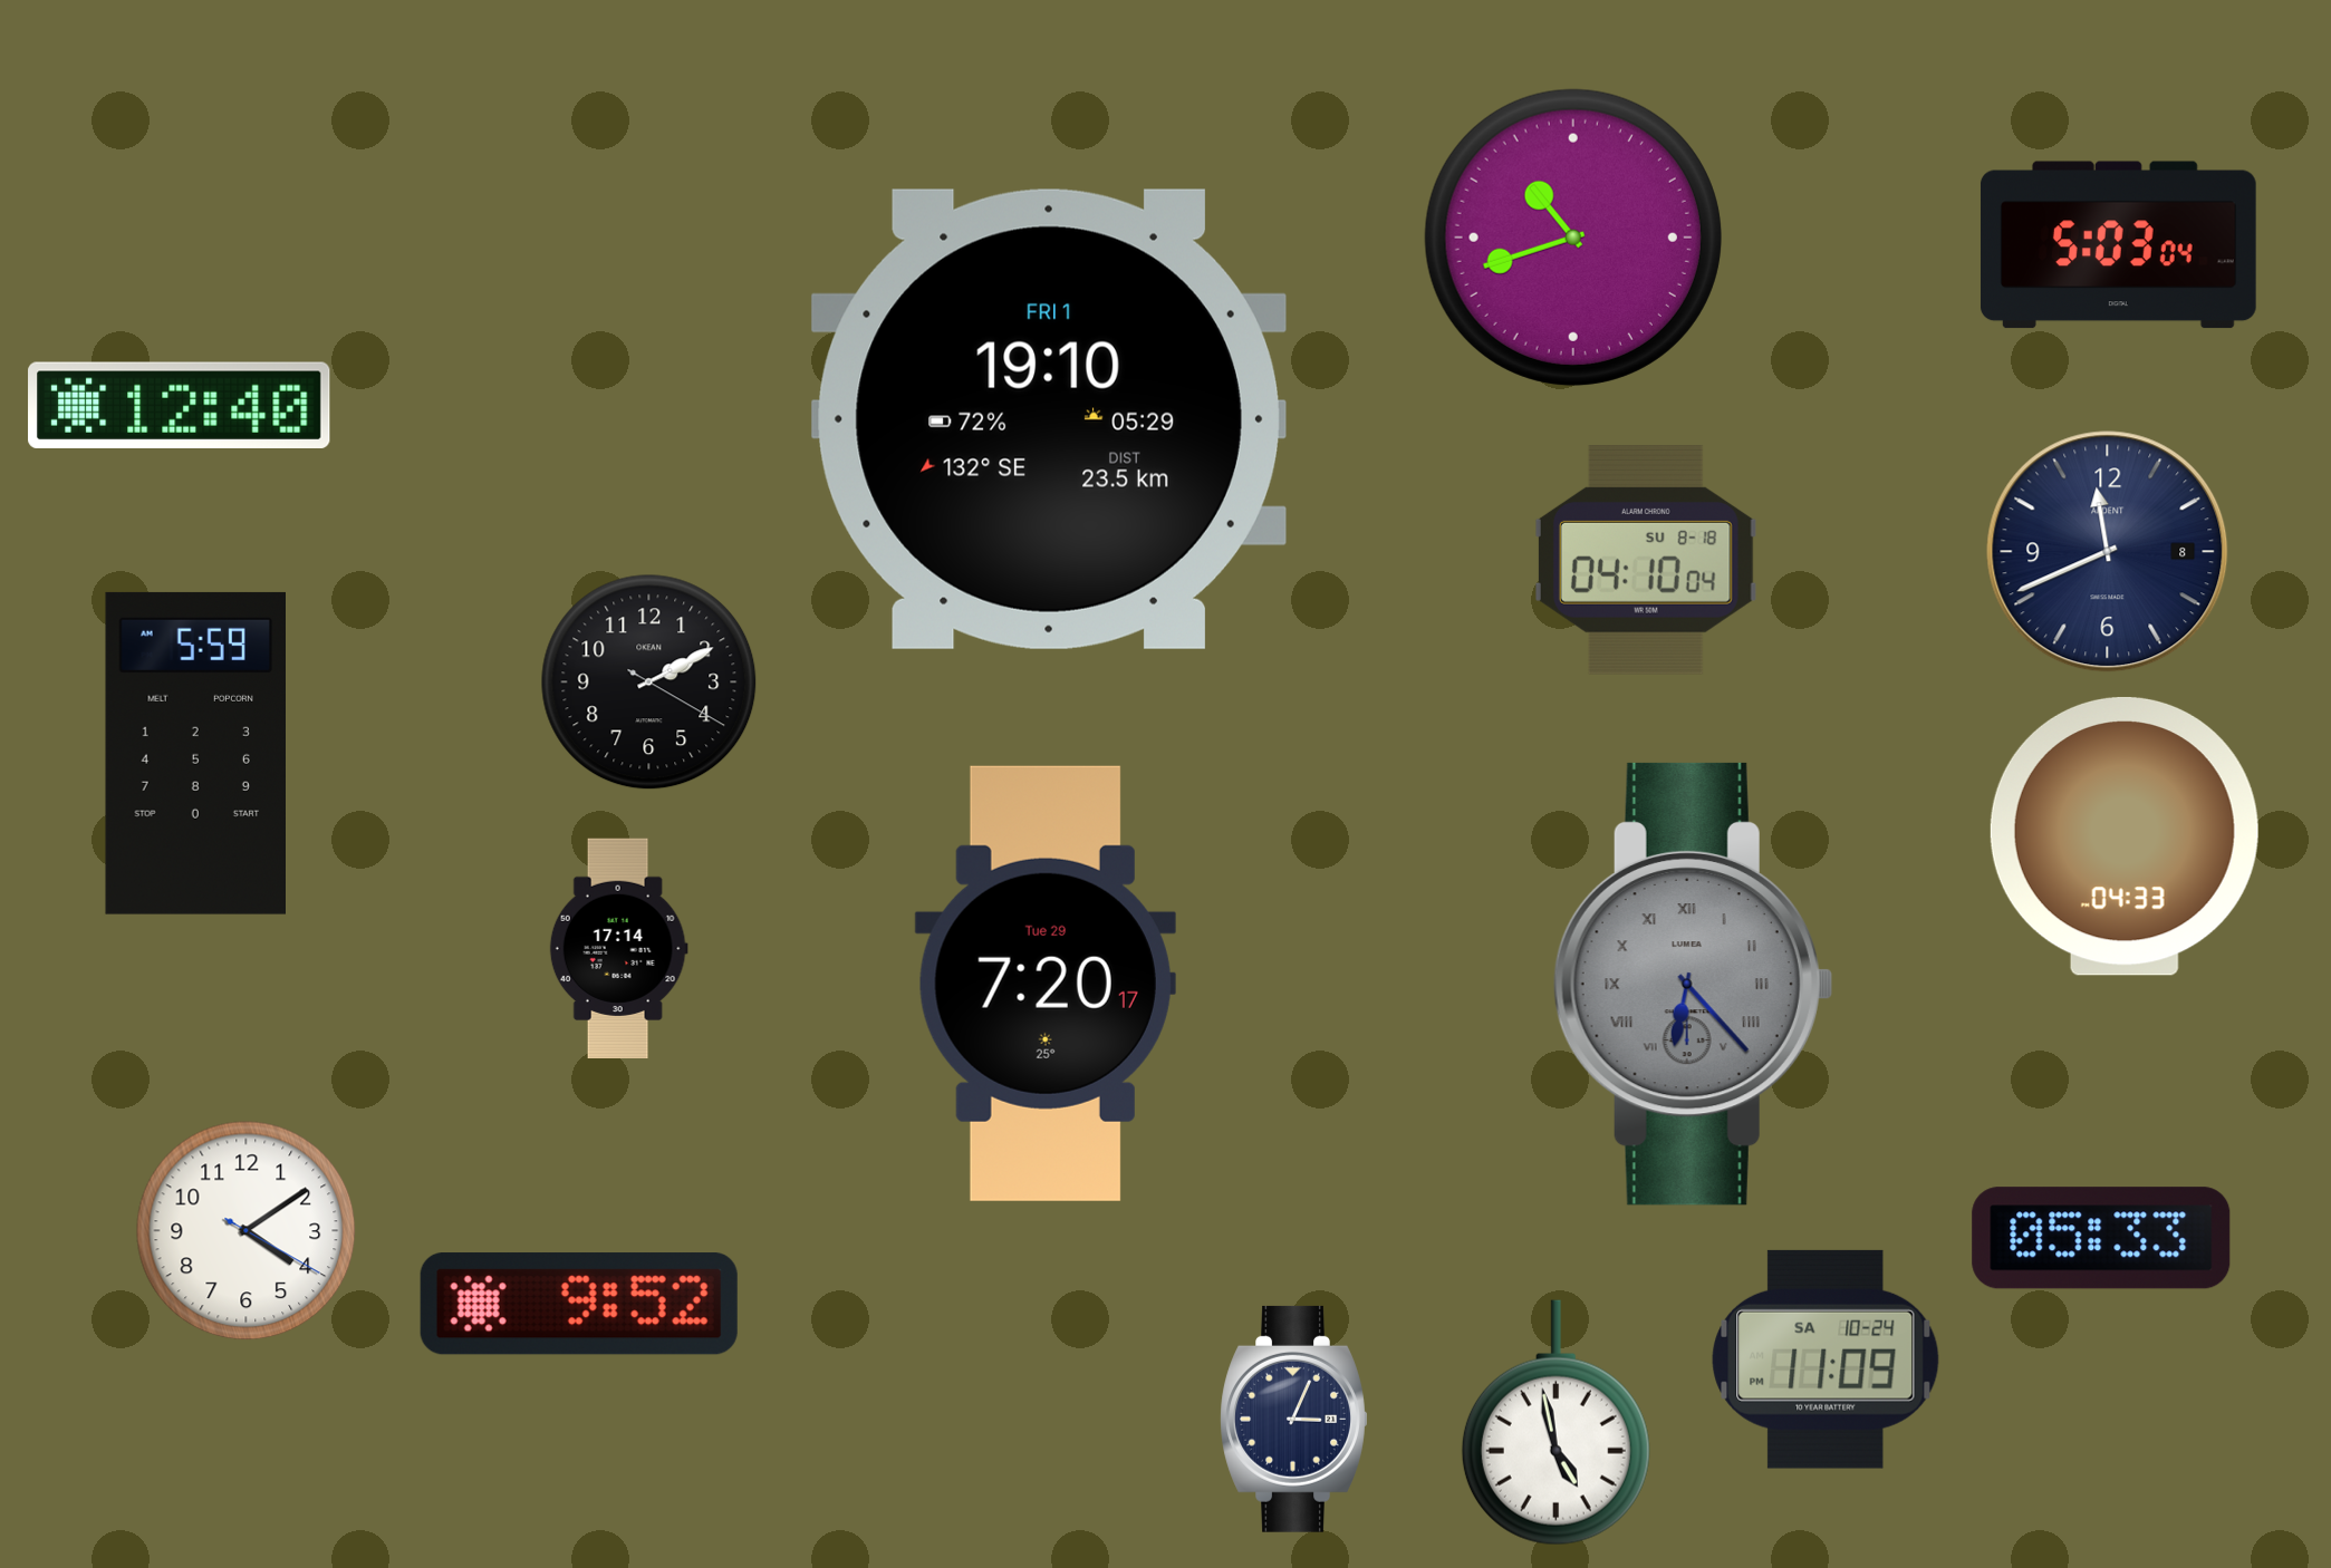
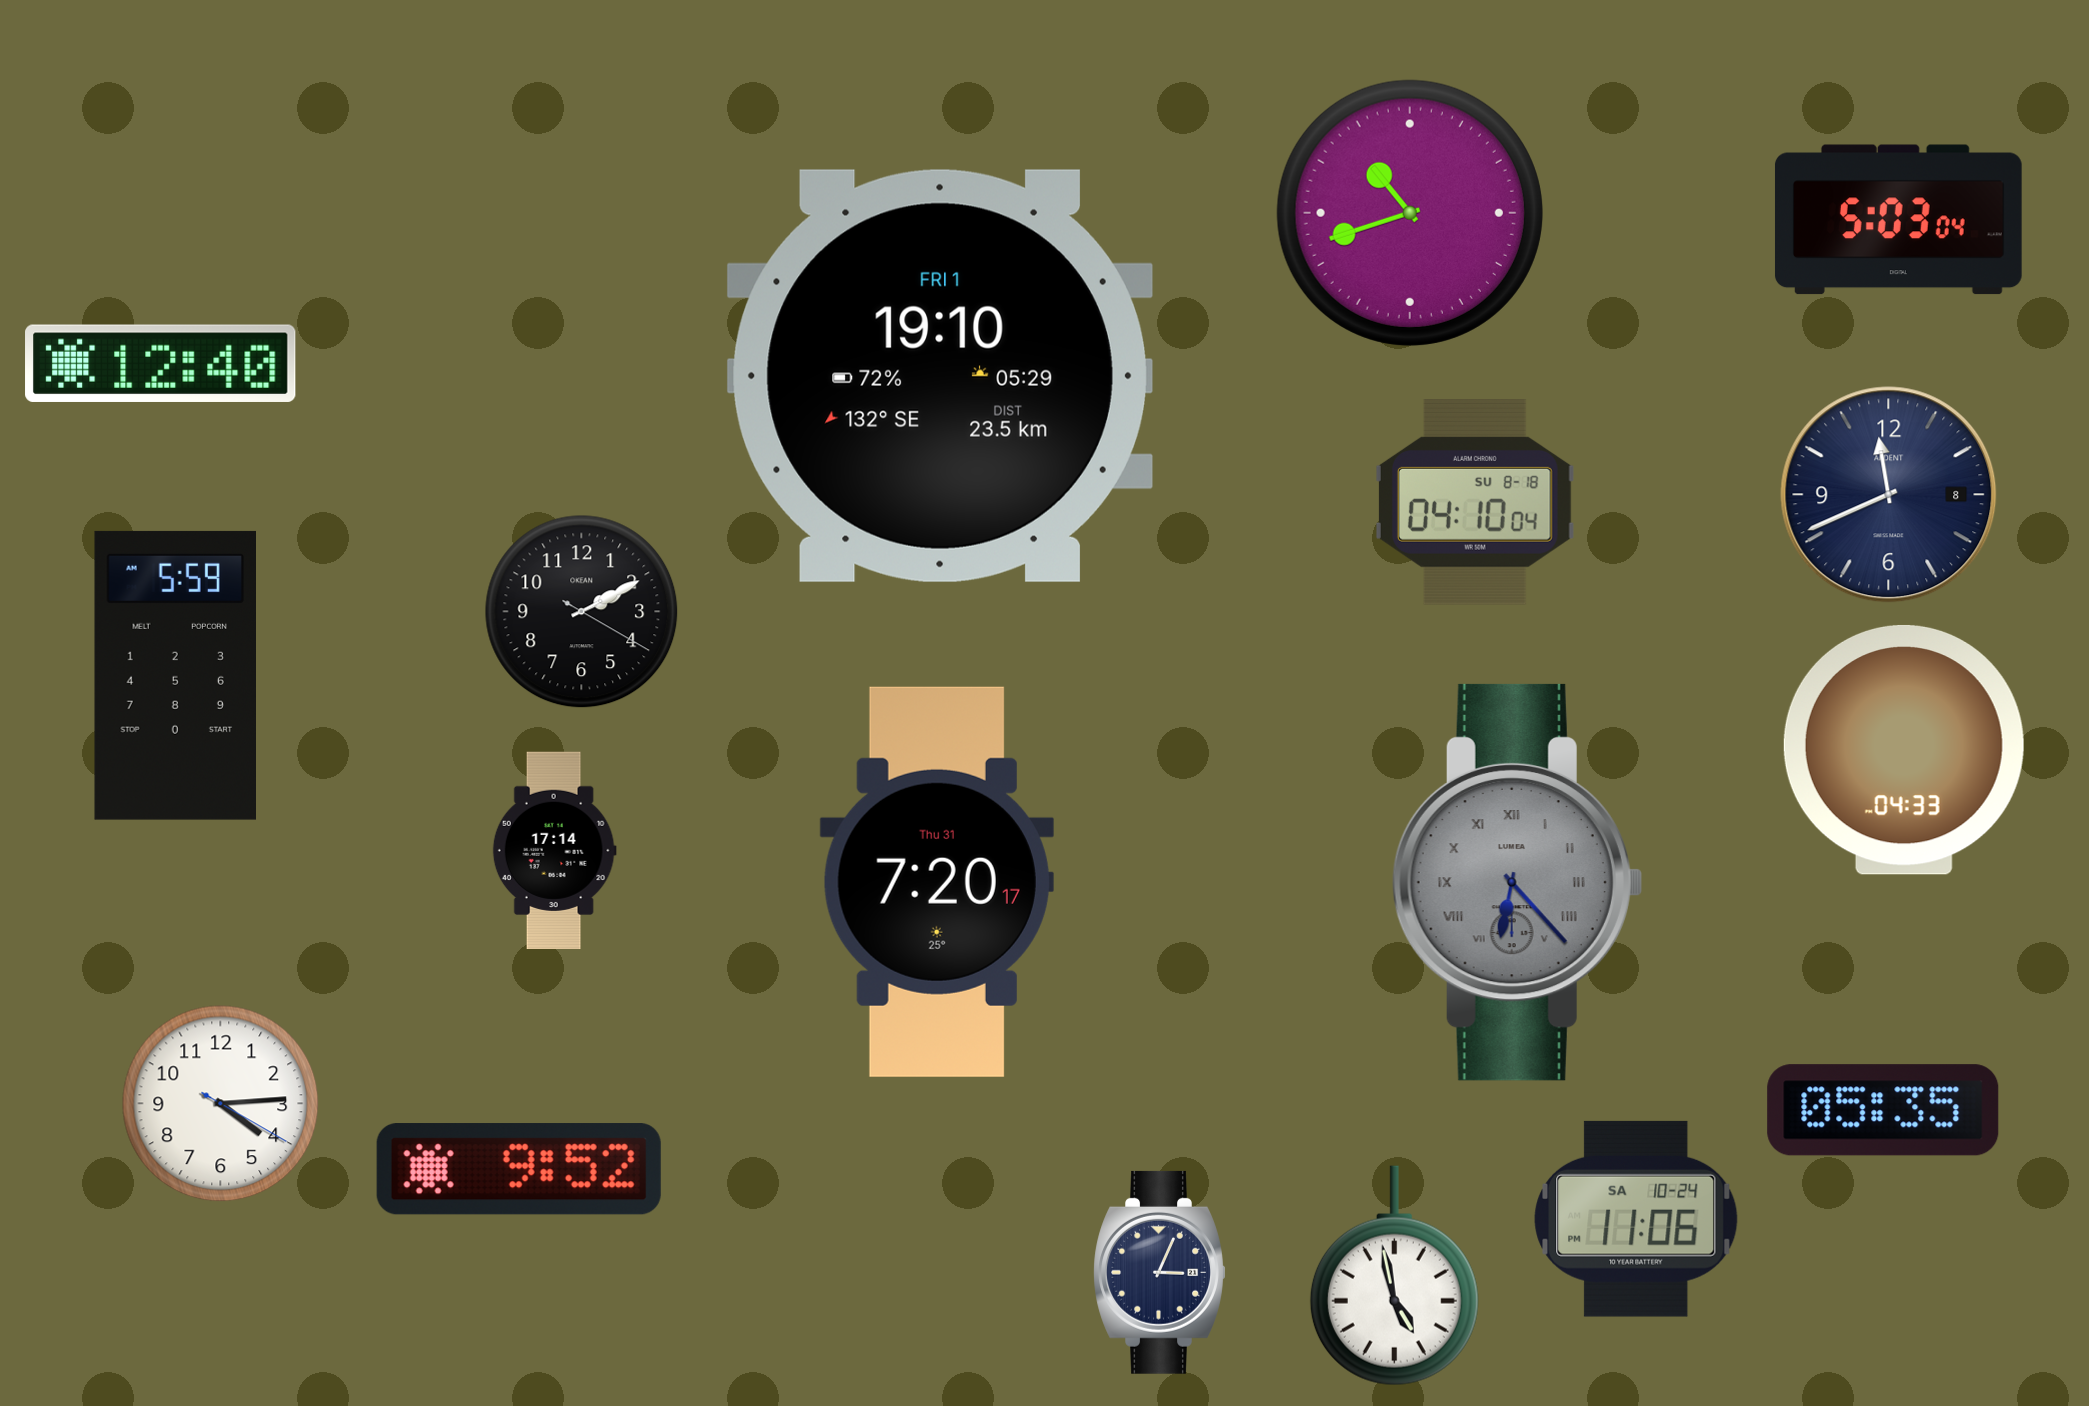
clock at (1046, 984) date: Tue 29 -> Thu 31
clock at (247, 1231): 4:09 -> 4:14
clock at (2101, 1238): 05:33 -> 05:35
clock at (1826, 1359): 11:09 -> 11:06
